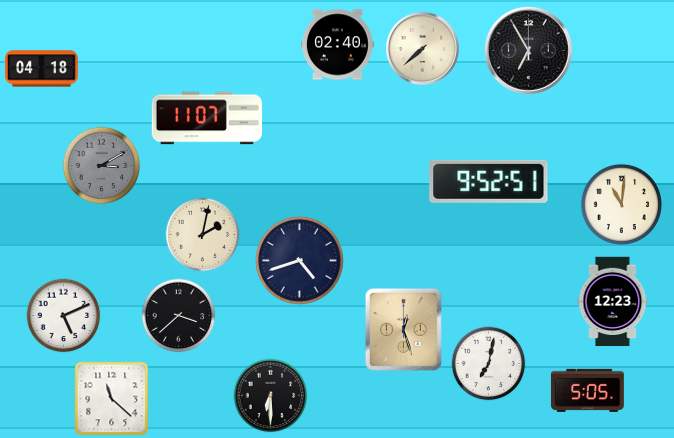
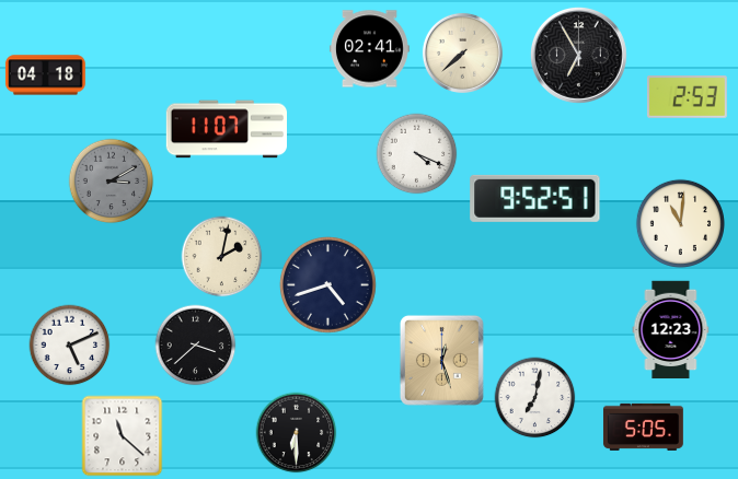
clock at (338, 45): 02:40 -> 02:41
clock at (687, 97): none -> 2:53
clock at (417, 154): none -> 4:19
